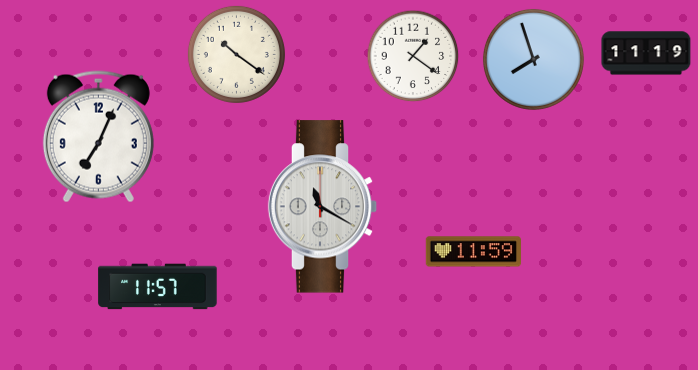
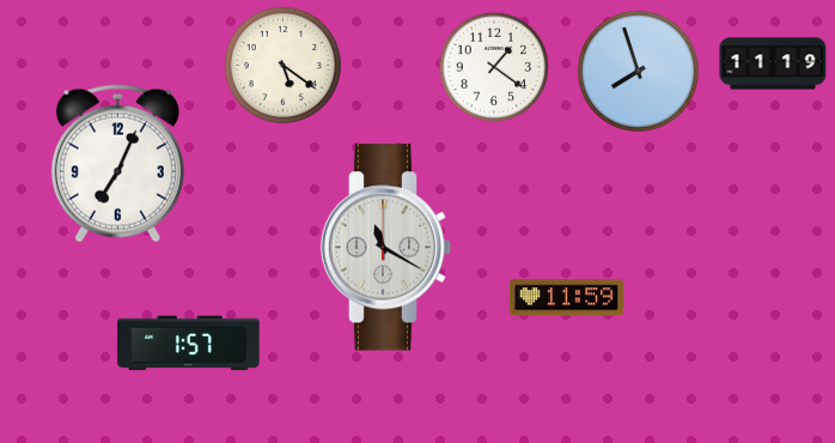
clock at (236, 54): 10:21 -> 5:21
clock at (473, 252) position: (473, 252) -> (566, 298)
clock at (158, 287): 11:57 -> 1:57
